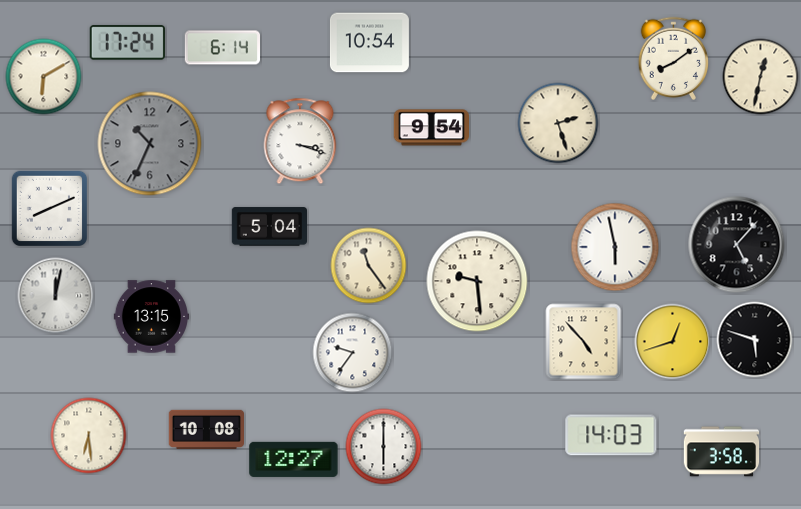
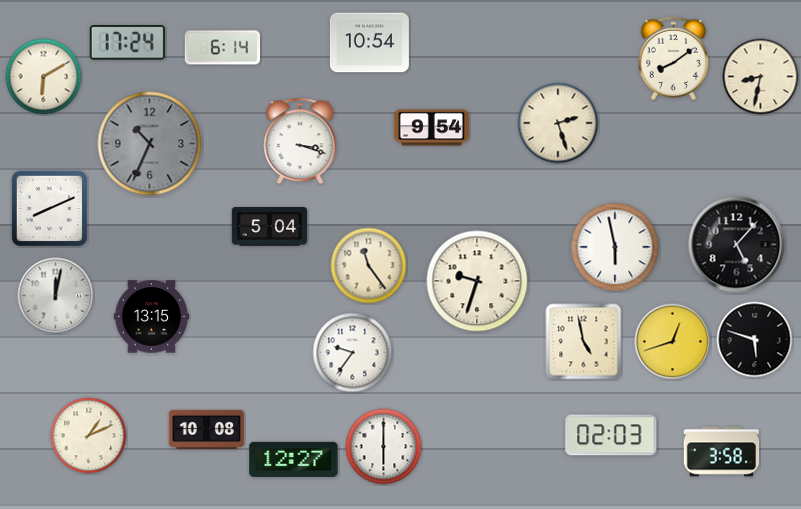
clock at (761, 77): 12:32 -> 8:32
clock at (477, 281): 9:29 -> 9:33
clock at (584, 342): 4:53 -> 4:58
clock at (611, 435): 14:03 -> 02:03
clock at (89, 436): 6:29 -> 1:11
